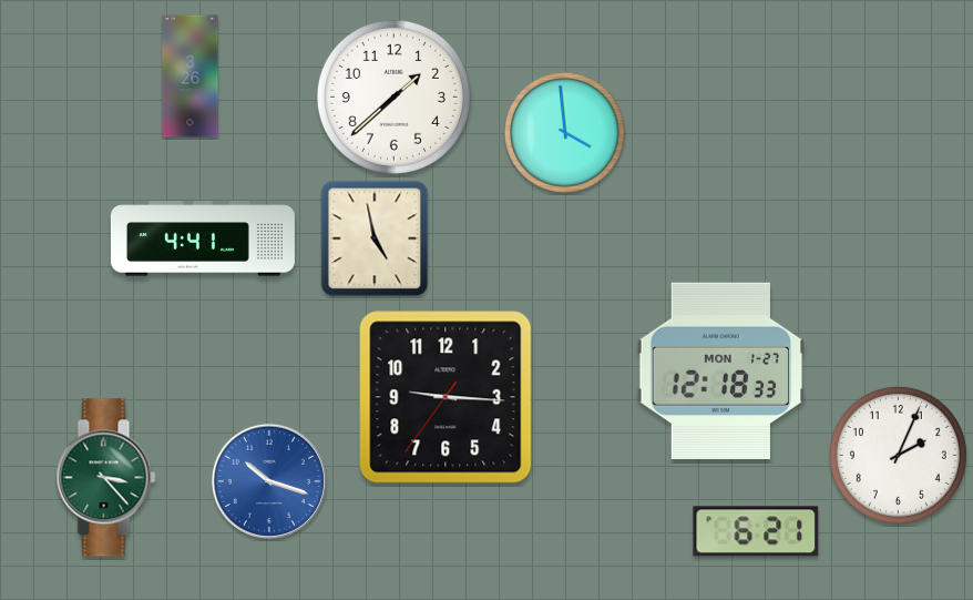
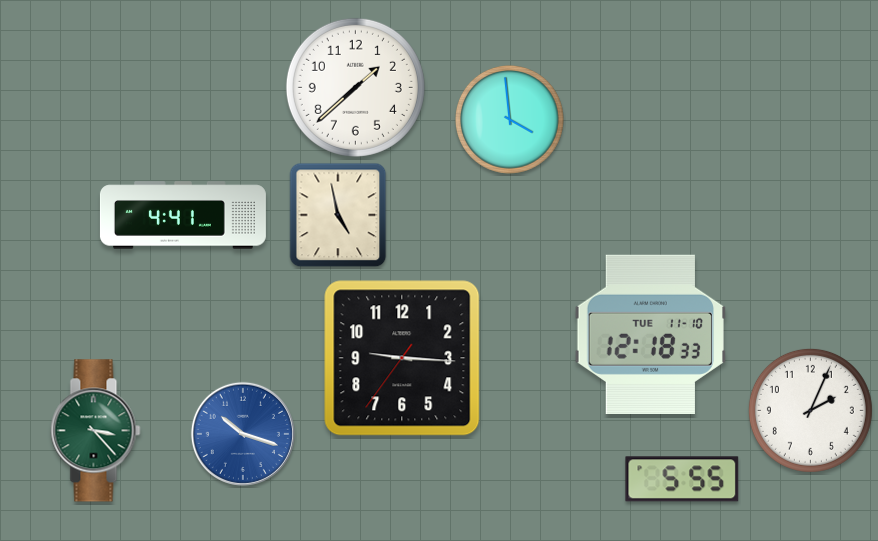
clock at (191, 77): 3:26 -> none
clock at (720, 370) date: MON 1-27 -> TUE 11-10
clock at (756, 531): 6:21 -> 5:55
